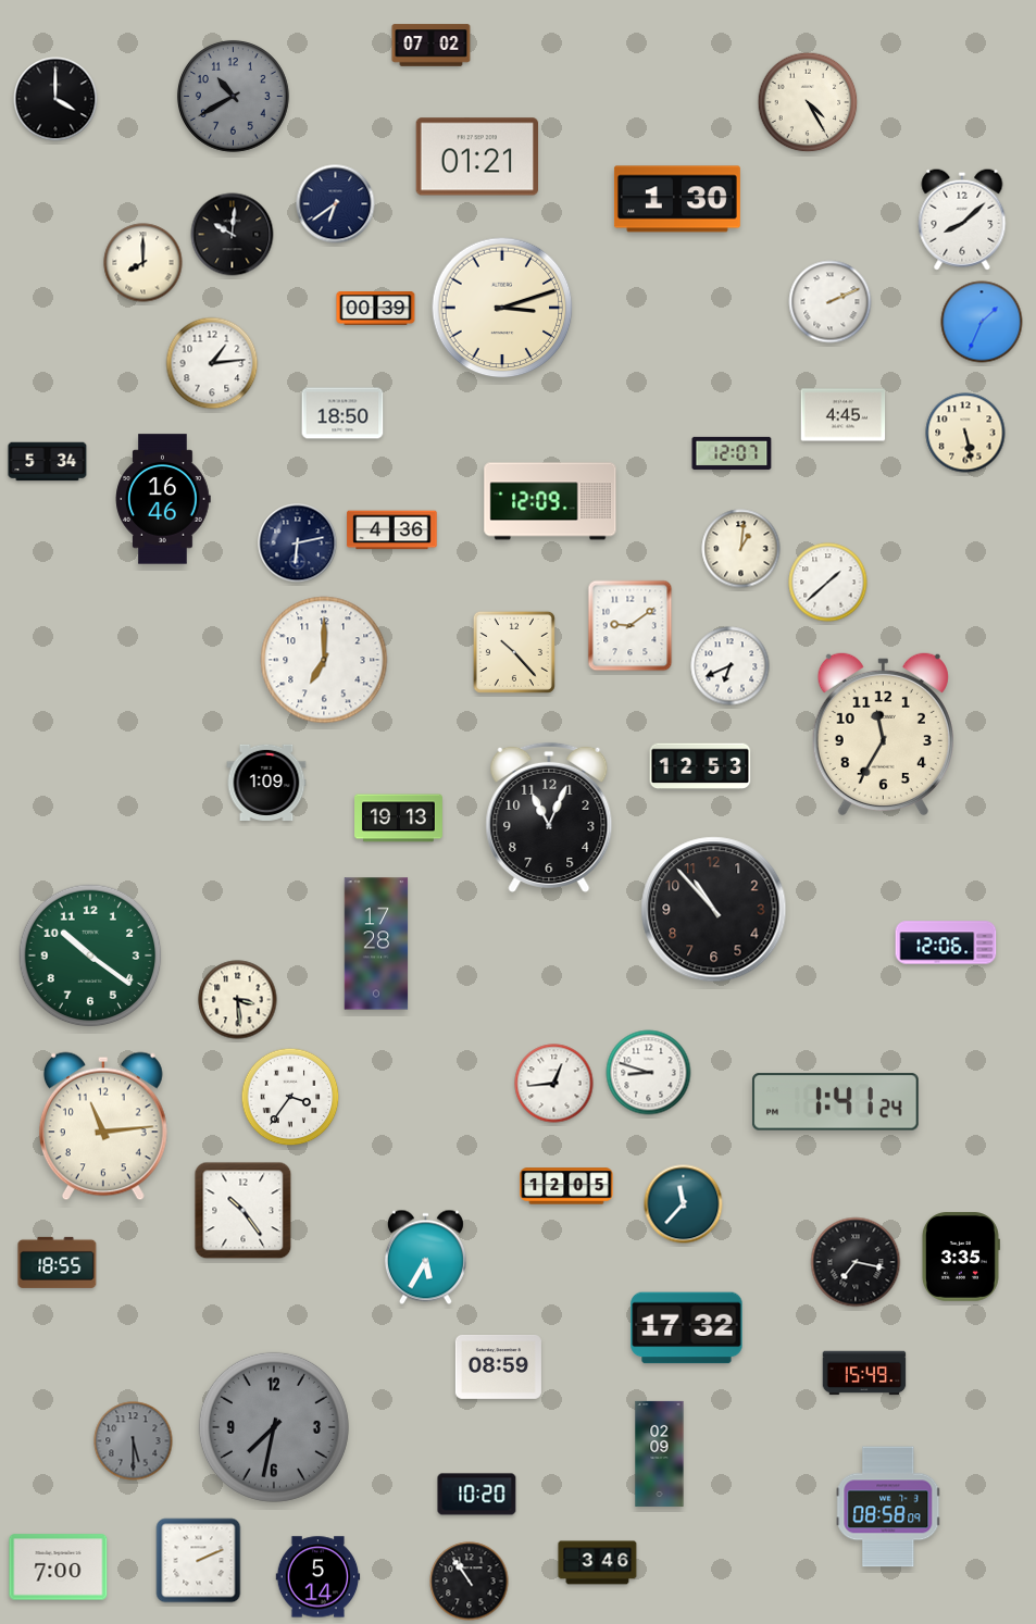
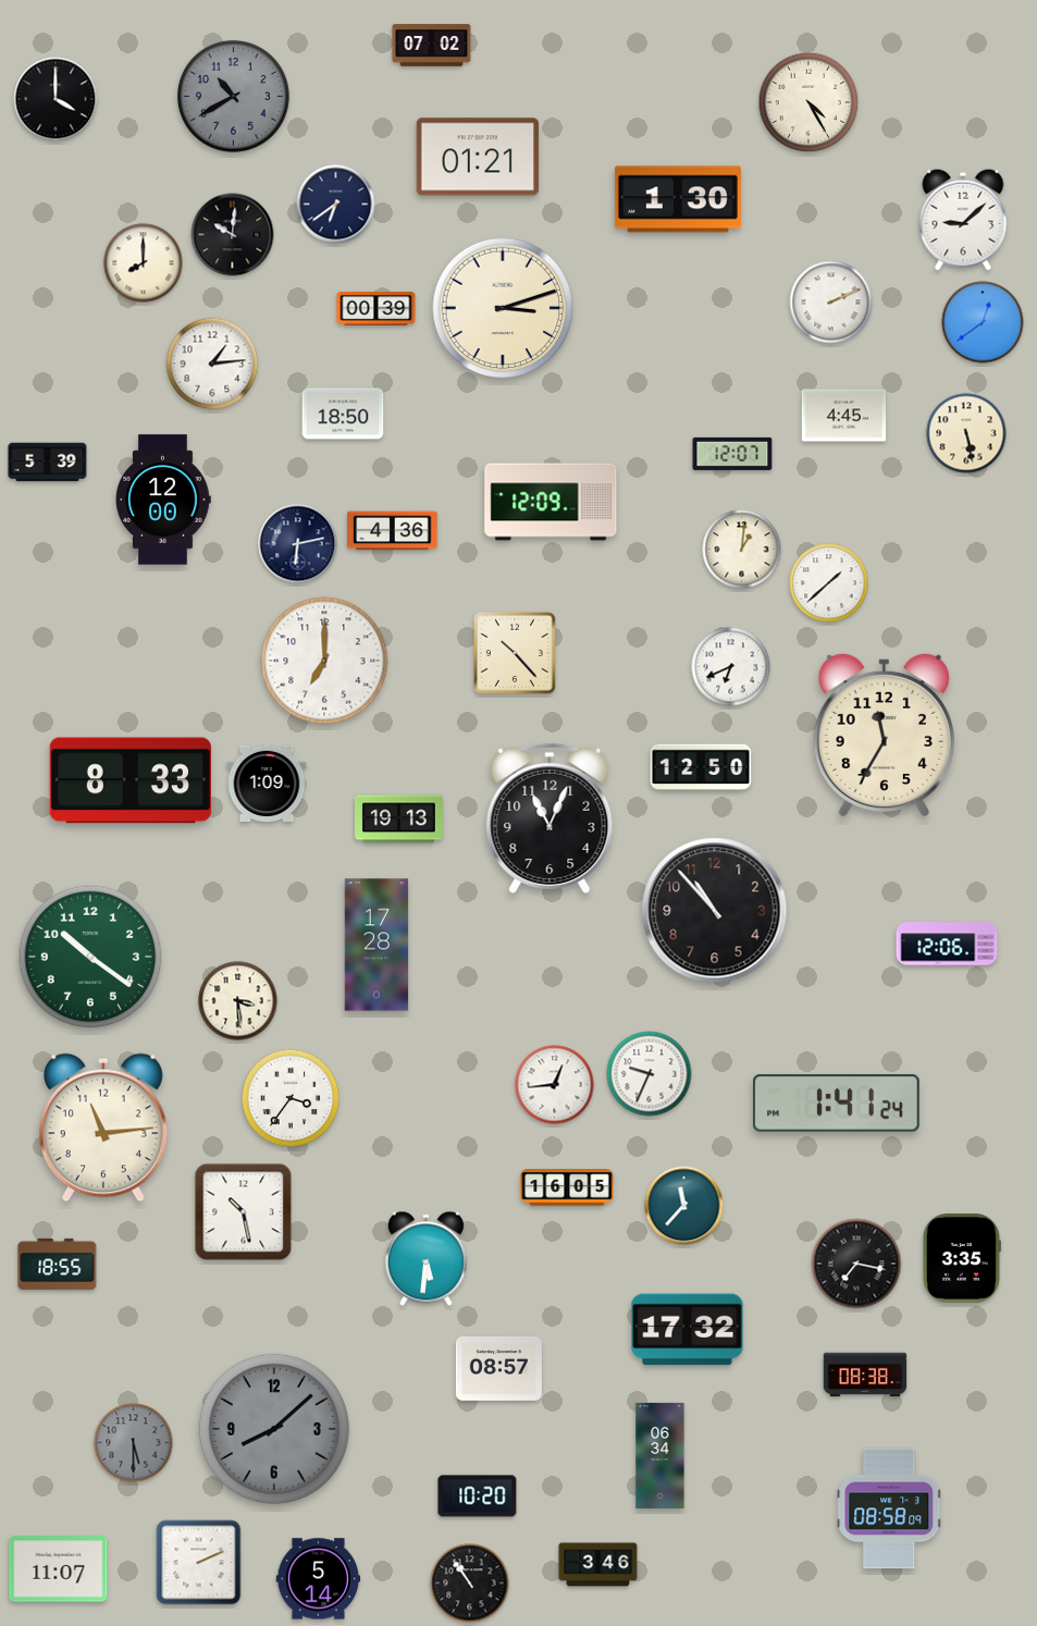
clock at (962, 220): 8:08 -> 9:08
clock at (982, 322): 1:34 -> 12:39
clock at (48, 462): 5:34 -> 5:39
clock at (163, 499): 16:46 -> 12:00
clock at (631, 626): 9:09 -> none
clock at (700, 766): 12:53 -> 12:50
clock at (129, 780): none -> 8:33
clock at (649, 1073): 8:48 -> 9:34
clock at (566, 1186): 12:05 -> 16:05
clock at (244, 1211): 10:24 -> 10:28
clock at (425, 1258): 5:35 -> 5:31
clock at (498, 1366): 08:59 -> 08:57
clock at (864, 1373): 15:49 -> 08:38
clock at (274, 1427): 7:32 -> 8:08
clock at (660, 1453): 02:09 -> 06:34
clock at (59, 1567): 7:00 -> 11:07
